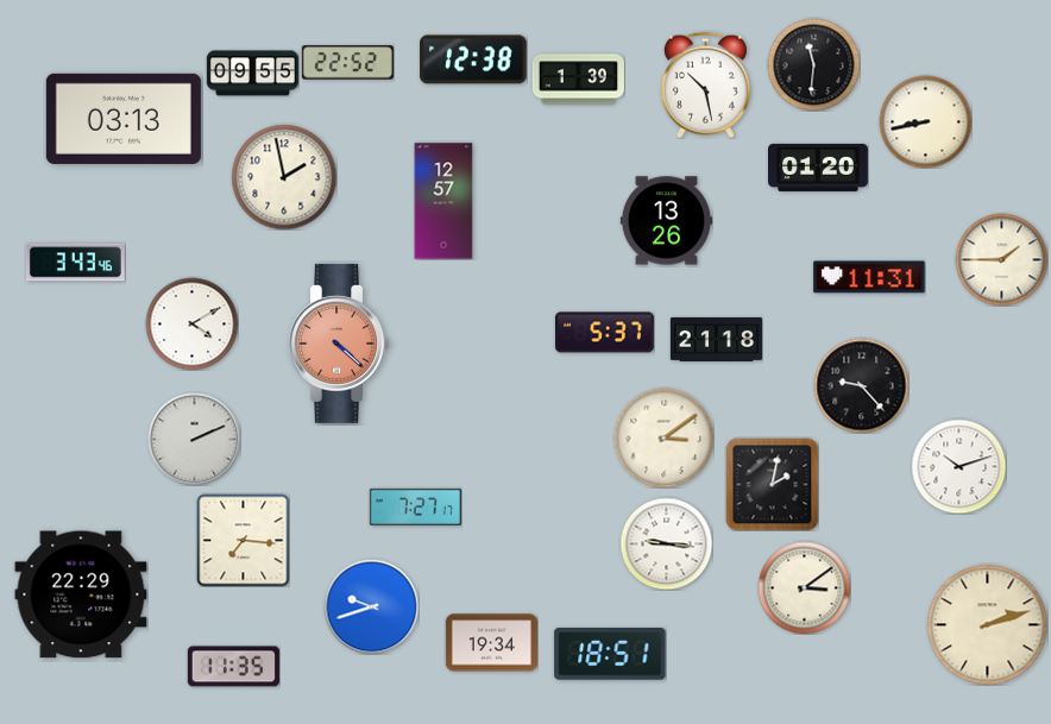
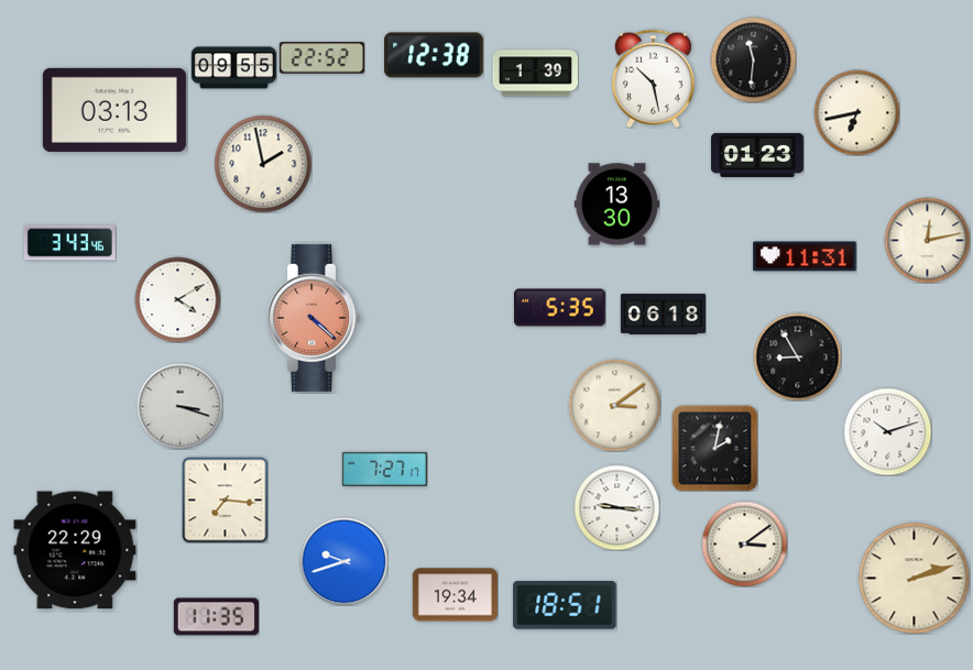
clock at (473, 59) position: (473, 59) -> (434, 55)
clock at (925, 121): 8:43 -> 6:43
clock at (819, 168): 01:20 -> 01:23
clock at (443, 201): 12:57 -> none
clock at (666, 221): 13:26 -> 13:30
clock at (1001, 259): 1:45 -> 12:13
clock at (604, 333): 5:37 -> 5:35
clock at (716, 339): 21:18 -> 06:18
clock at (861, 385): 9:23 -> 8:55
clock at (194, 439): 2:11 -> 3:18
clock at (666, 543) position: (666, 543) -> (616, 507)
